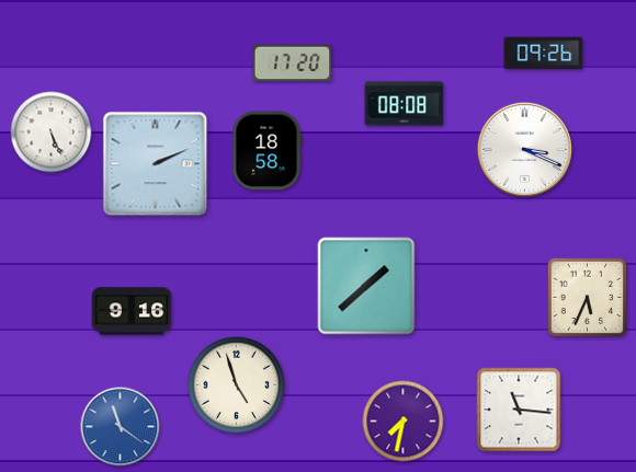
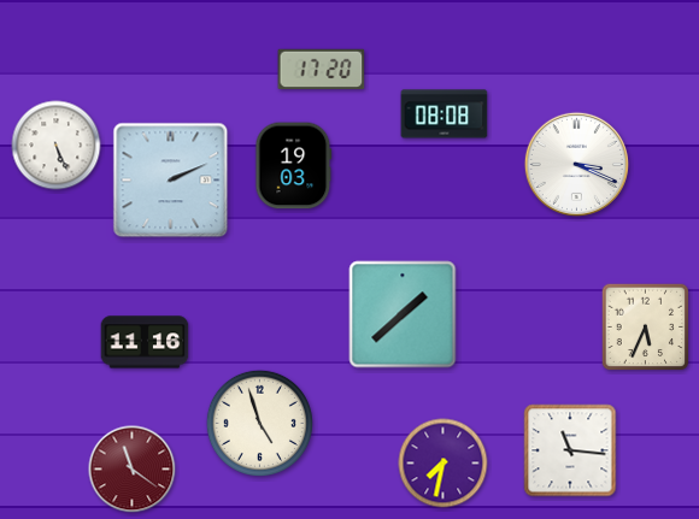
clock at (544, 54): 09:26 -> none
clock at (268, 151): 18:58 -> 19:03
clock at (132, 311): 9:16 -> 11:16
clock at (121, 427) dial: blue -> burgundy
